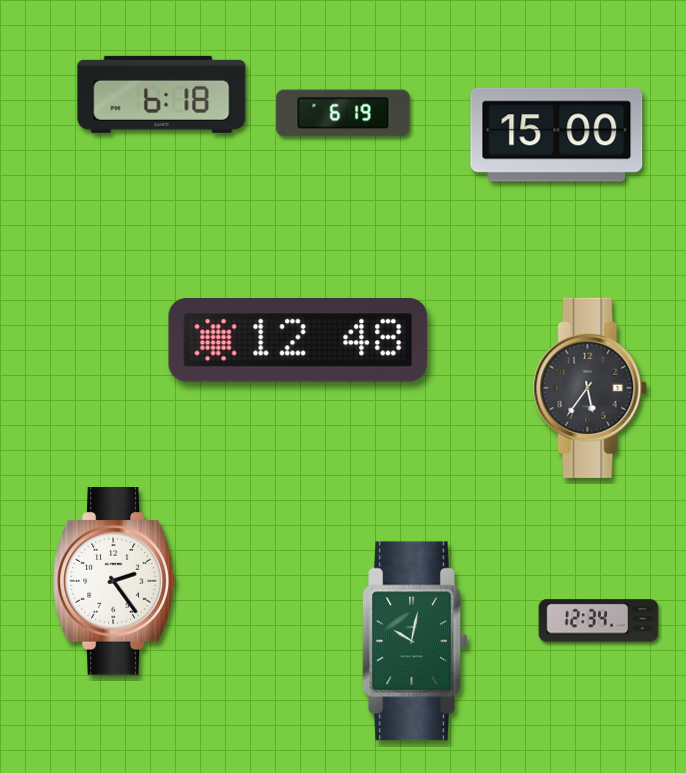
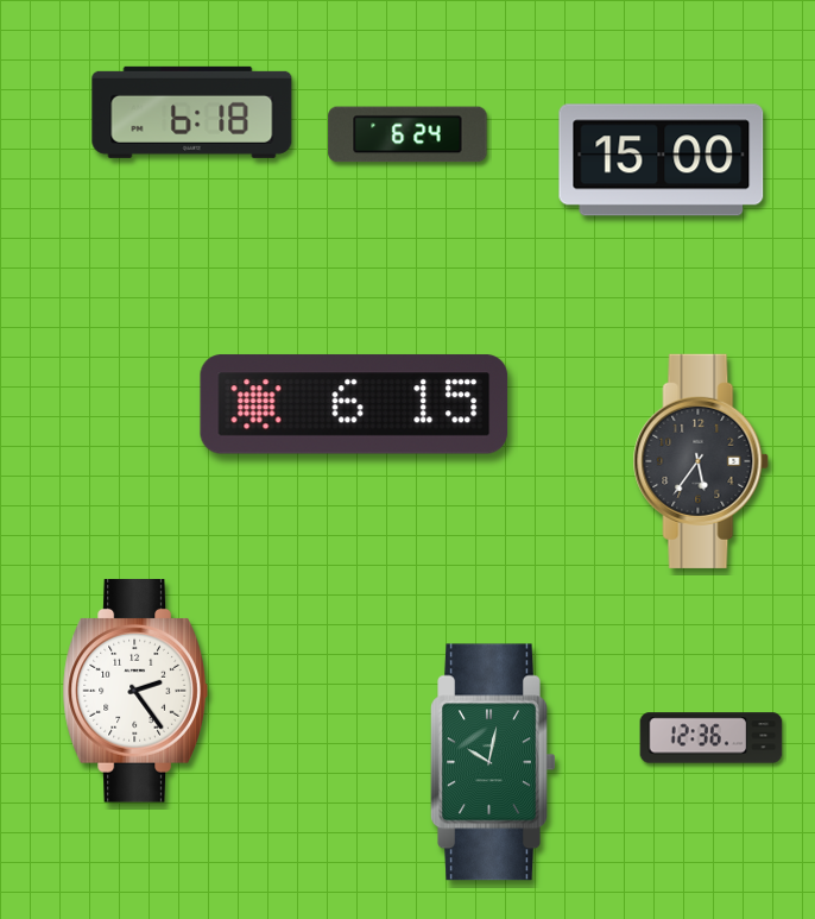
clock at (343, 113): 6:19 -> 6:24
clock at (298, 341): 12:48 -> 6:15
clock at (599, 621): 12:34 -> 12:36
